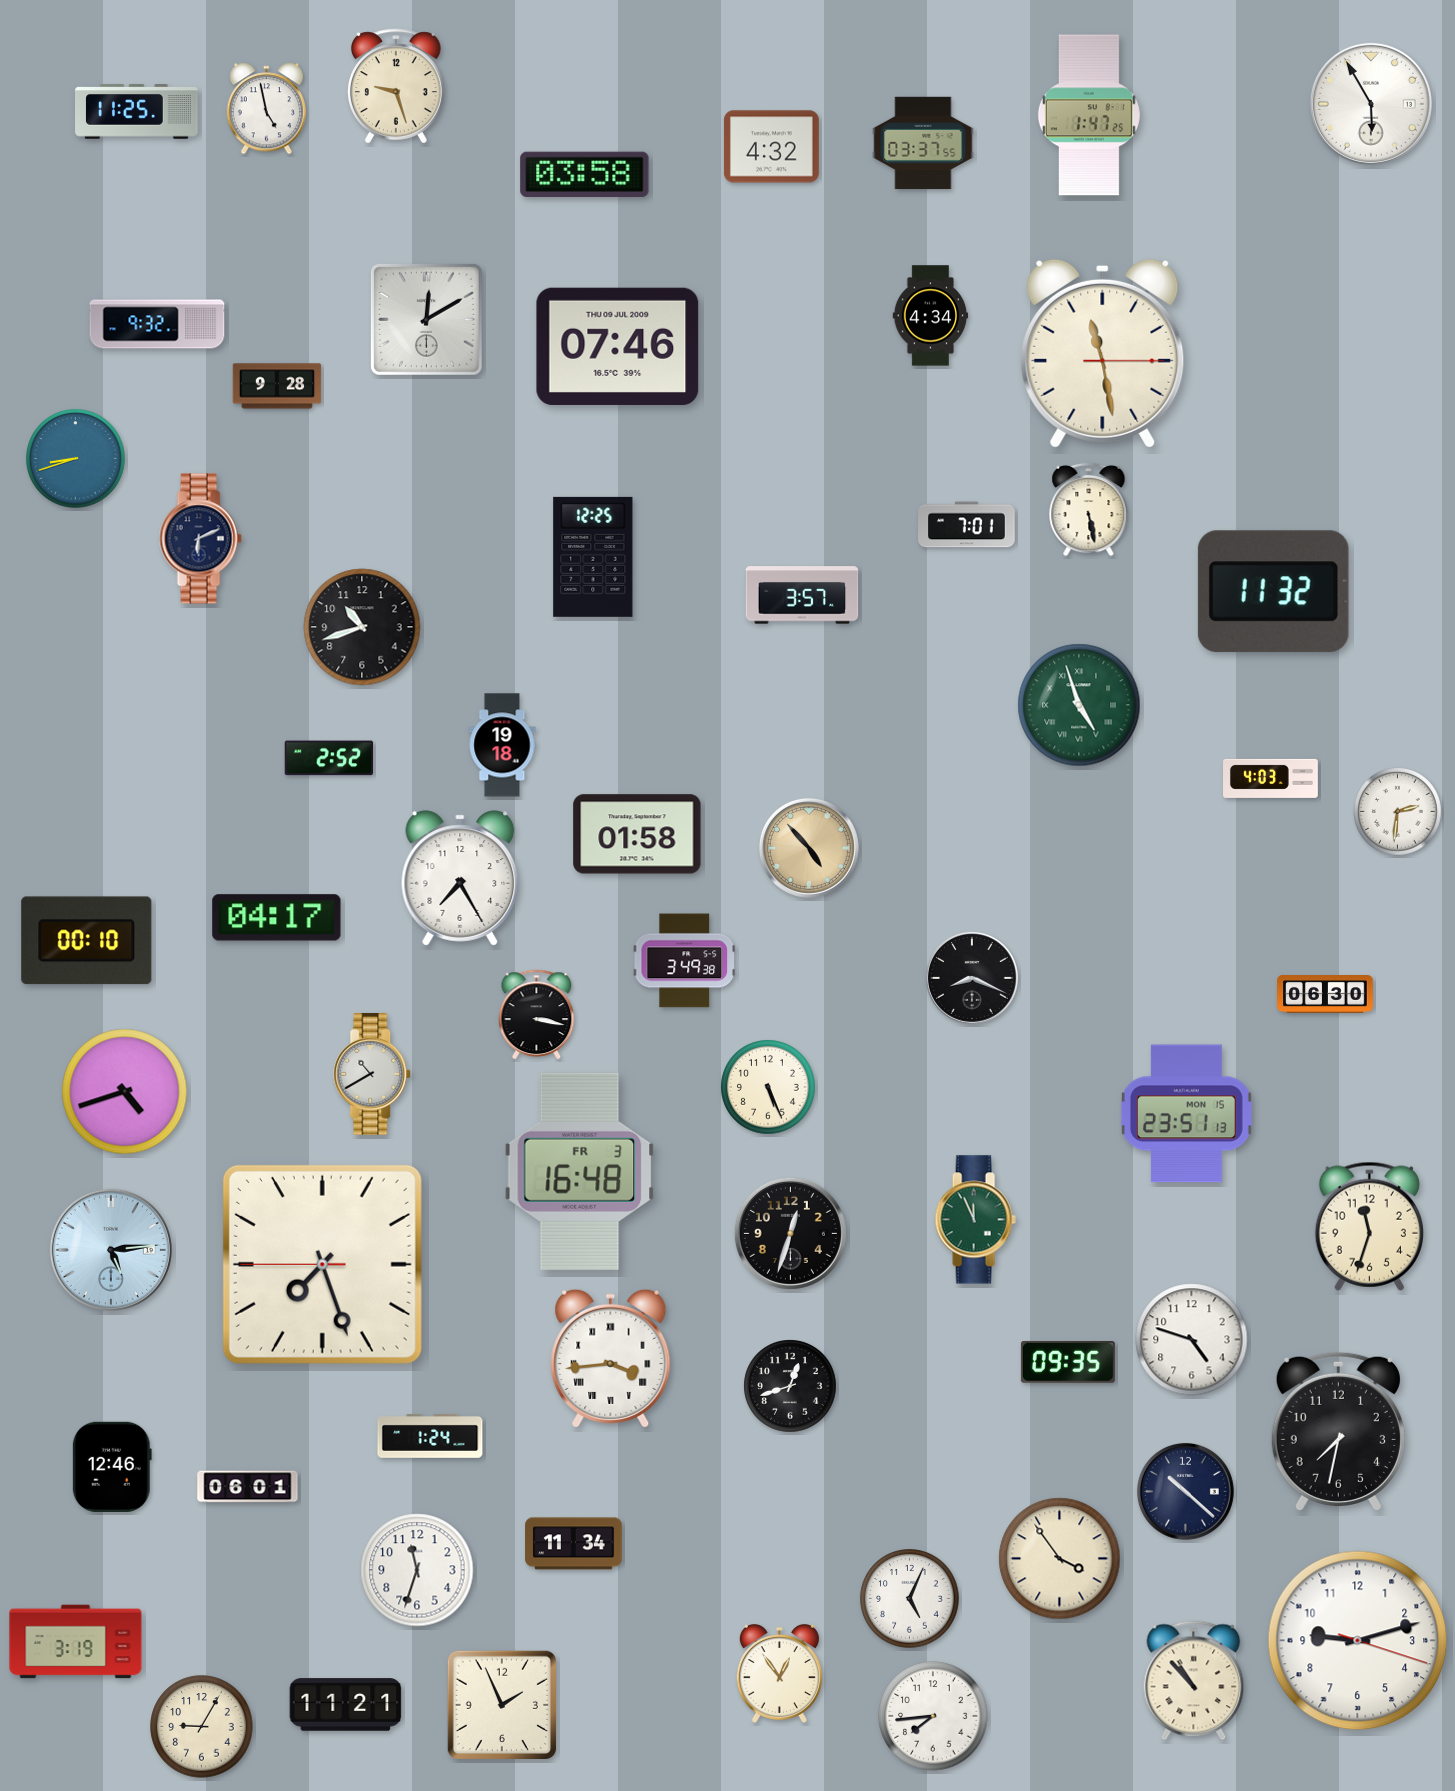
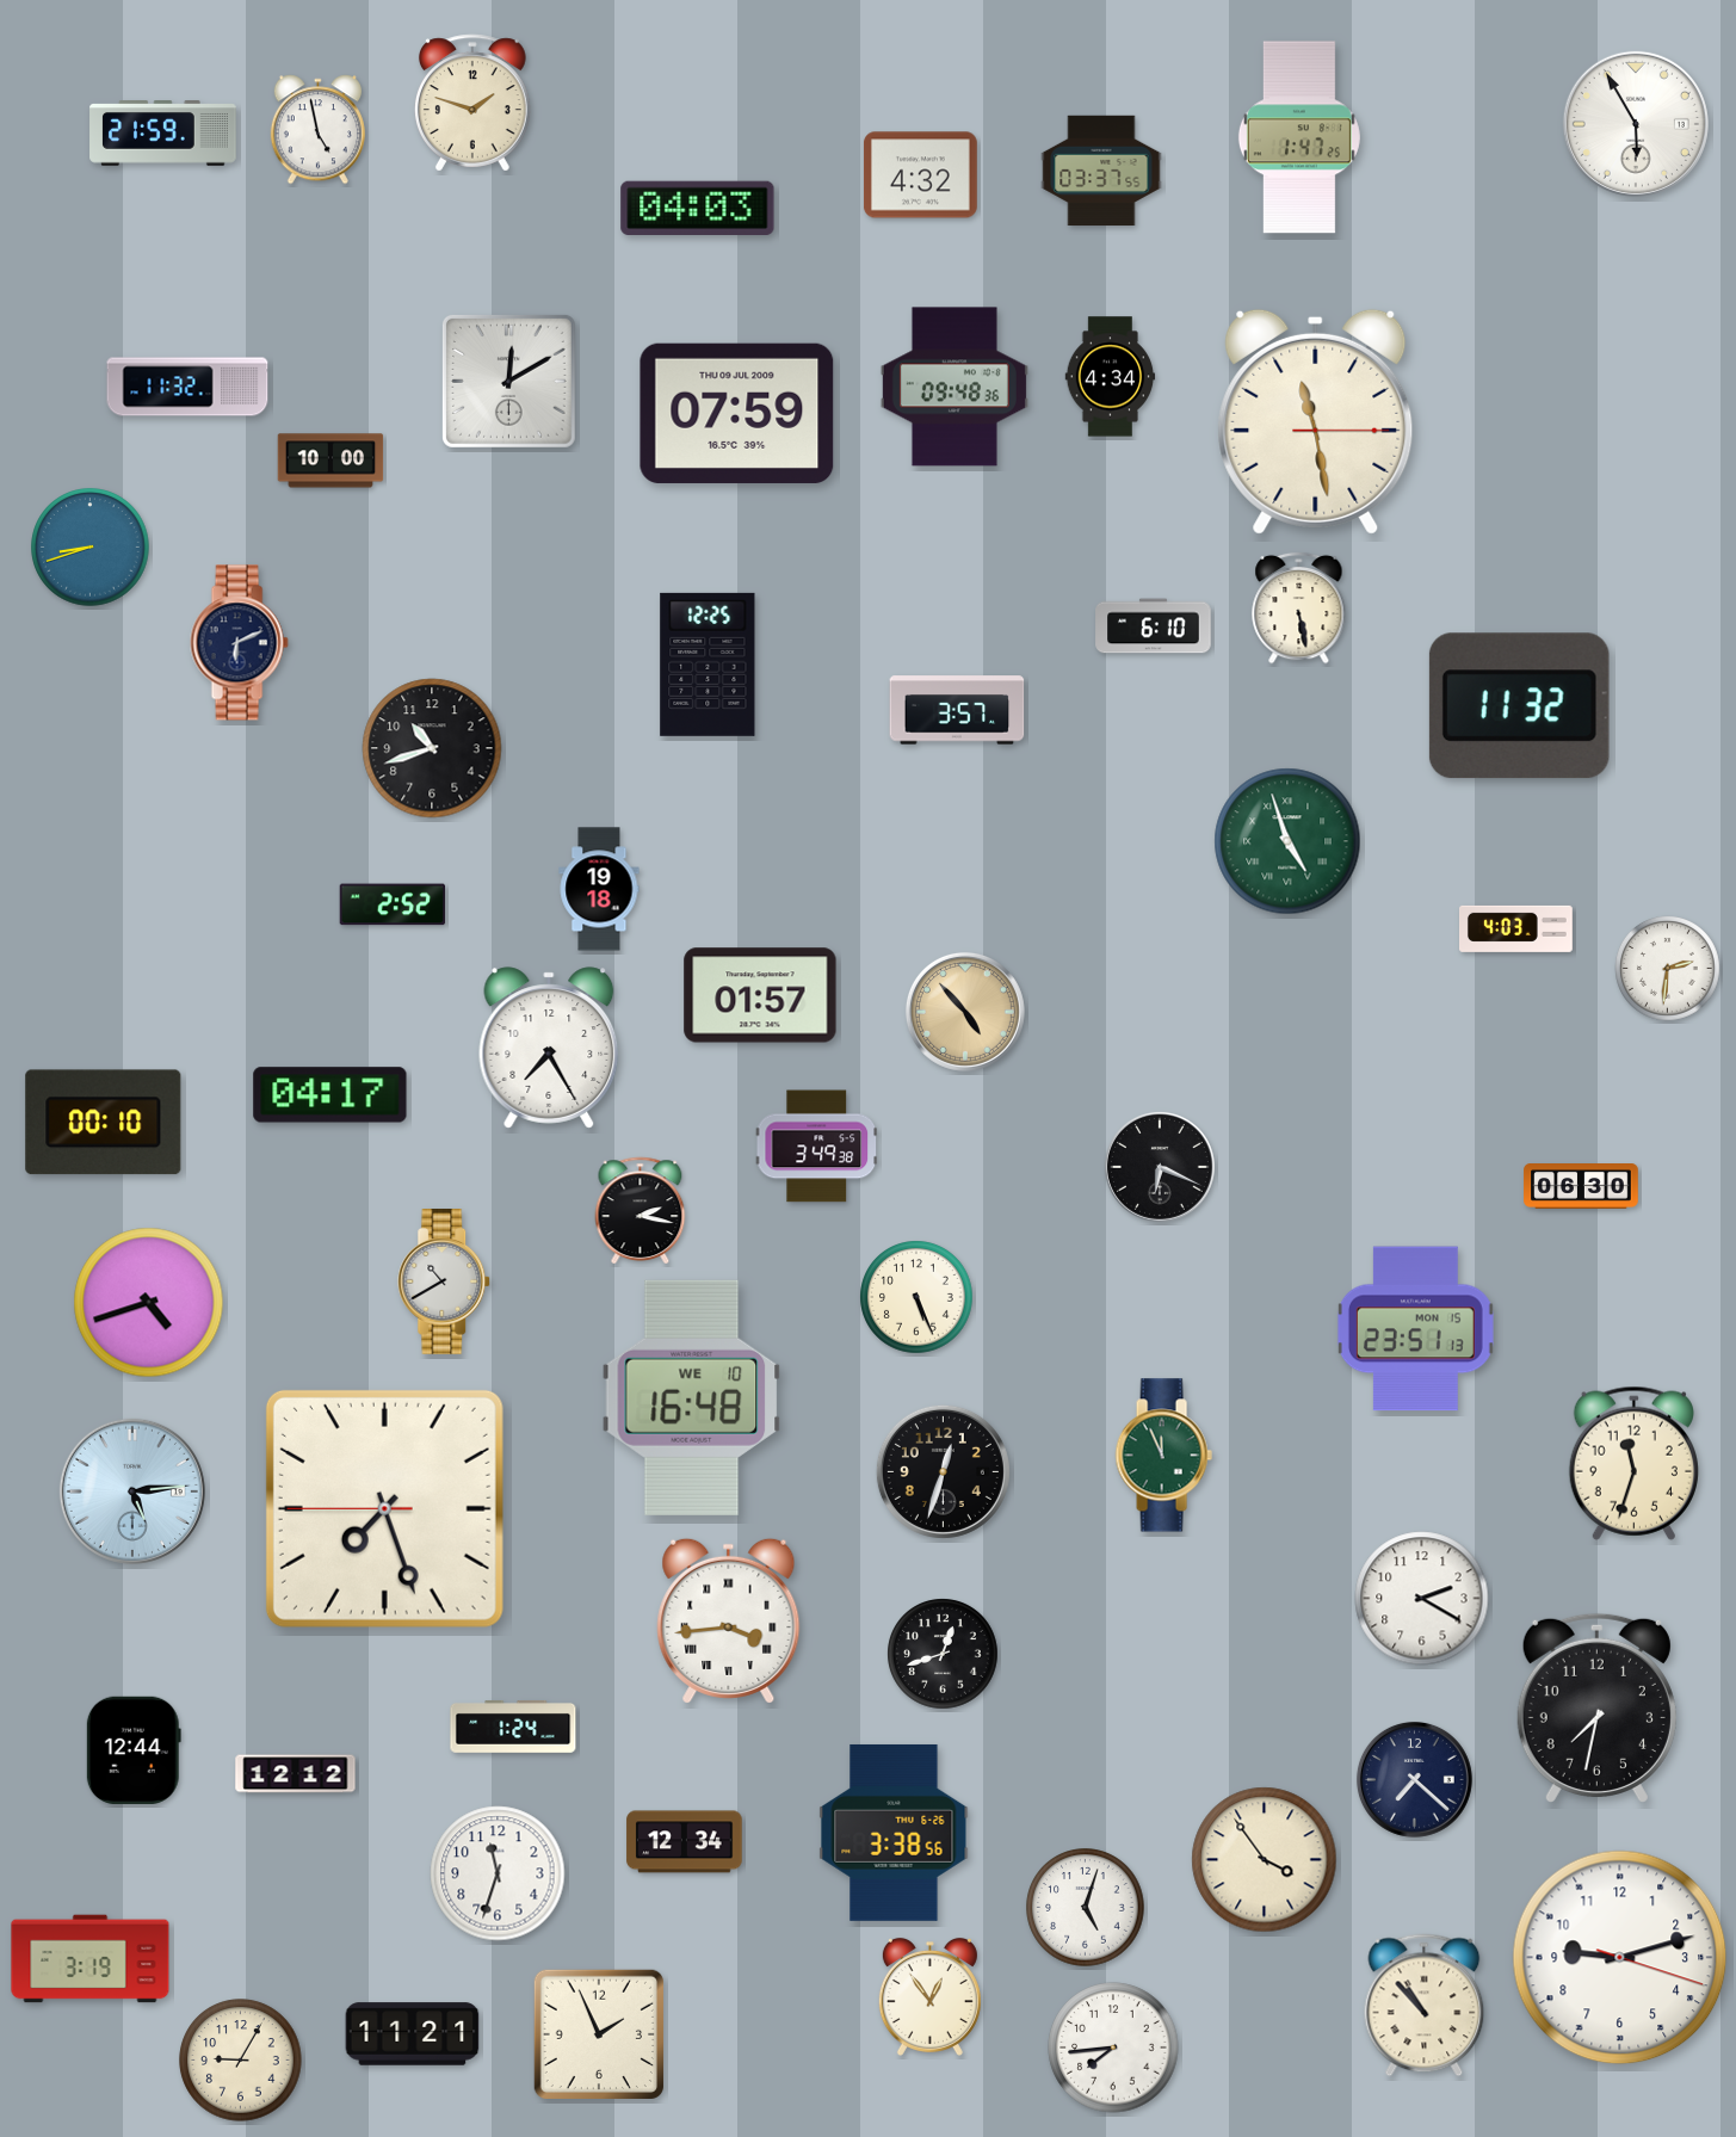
clock at (396, 86): 9:27 -> 1:48
clock at (137, 112): 11:25 -> 21:59
clock at (585, 175): 03:58 -> 04:03
clock at (157, 324): 9:32 -> 11:32
clock at (955, 387): none -> 09:48
clock at (618, 346): 07:46 -> 07:59
clock at (277, 386): 9:28 -> 10:00
clock at (967, 525): 7:01 -> 6:10
clock at (637, 834): 01:58 -> 01:57
clock at (972, 978): 8:19 -> 6:19
clock at (537, 1015): 3:17 -> 2:17
clock at (580, 1171) date: FR 3 -> WE 10
clock at (1192, 1340): 4:48 -> 2:20
clock at (1068, 1363): 09:35 -> none
clock at (430, 1437) position: (430, 1437) -> (513, 1728)
clock at (112, 1467): 12:46 -> 12:44
clock at (248, 1487): 06:01 -> 12:12
clock at (1185, 1491): 10:22 -> 7:22
clock at (894, 1833): none -> 3:38
clock at (574, 1544): 11:34 -> 12:34
clock at (910, 1599): 5:04 -> 5:03
